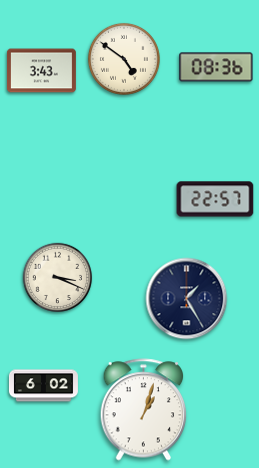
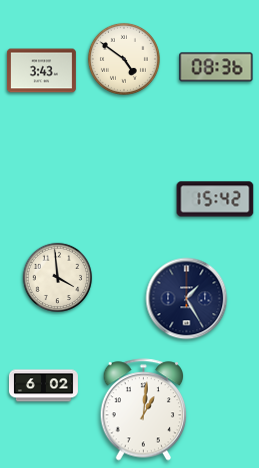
clock at (215, 199): 22:57 -> 15:42
clock at (58, 278): 3:19 -> 3:59
clock at (144, 410): 1:03 -> 1:01
